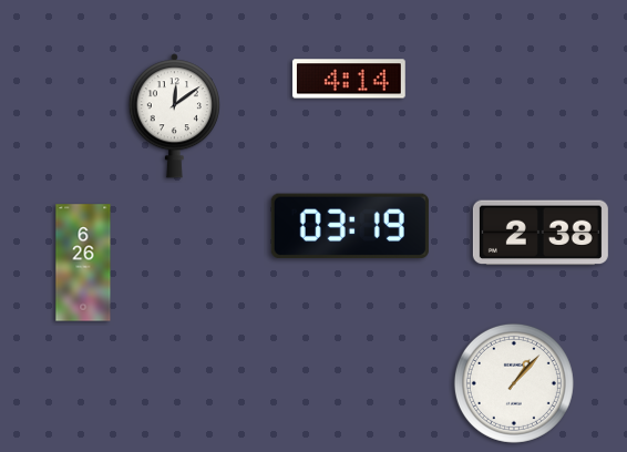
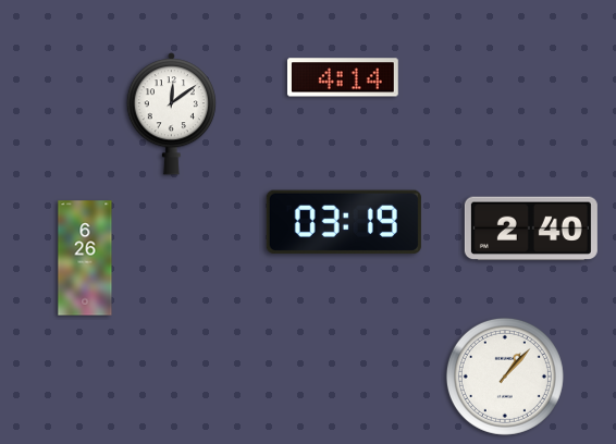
clock at (541, 233): 2:38 -> 2:40
clock at (83, 263) position: (83, 263) -> (85, 258)
